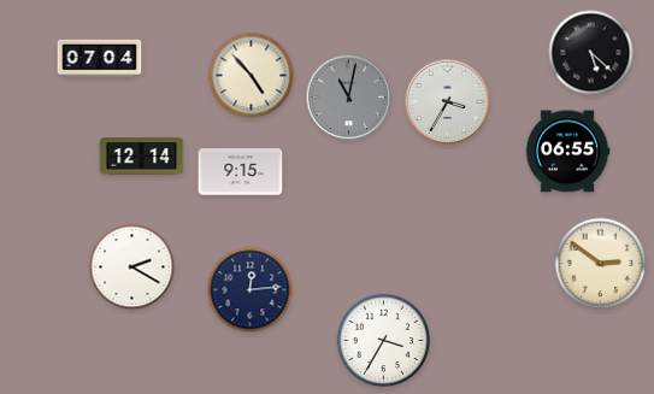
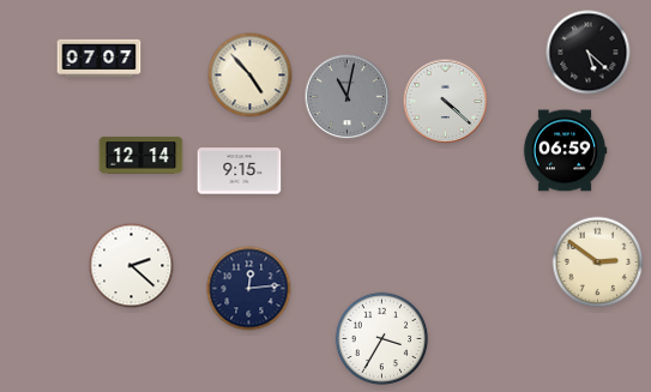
clock at (100, 59): 07:04 -> 07:07
clock at (448, 102): 3:35 -> 4:22
clock at (567, 152): 06:55 -> 06:59
clock at (132, 267): 2:20 -> 2:22
